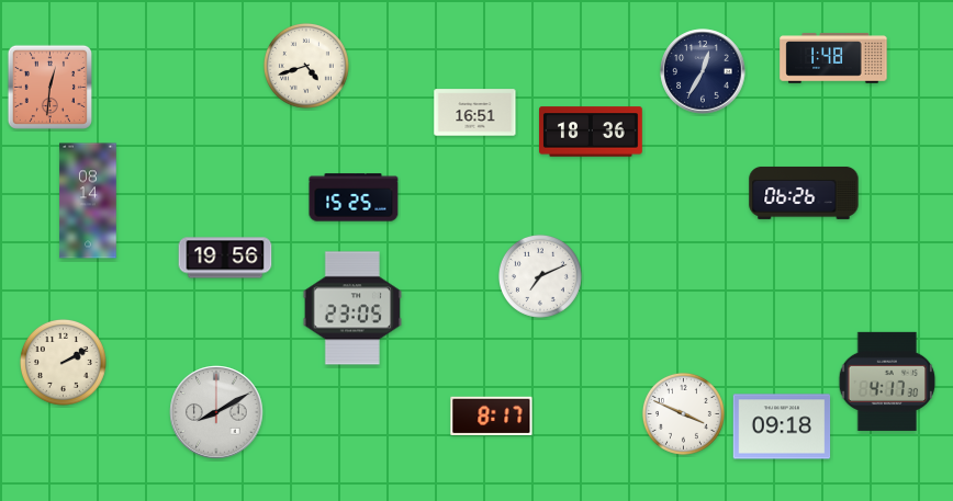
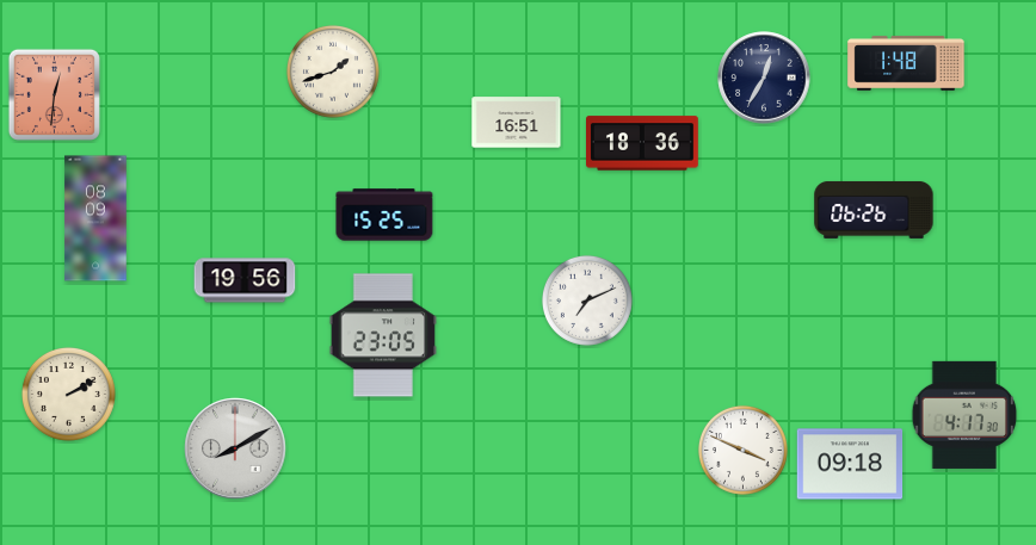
clock at (306, 66): 4:42 -> 1:42
clock at (88, 201): 08:14 -> 08:09
clock at (492, 415): 8:17 -> none
